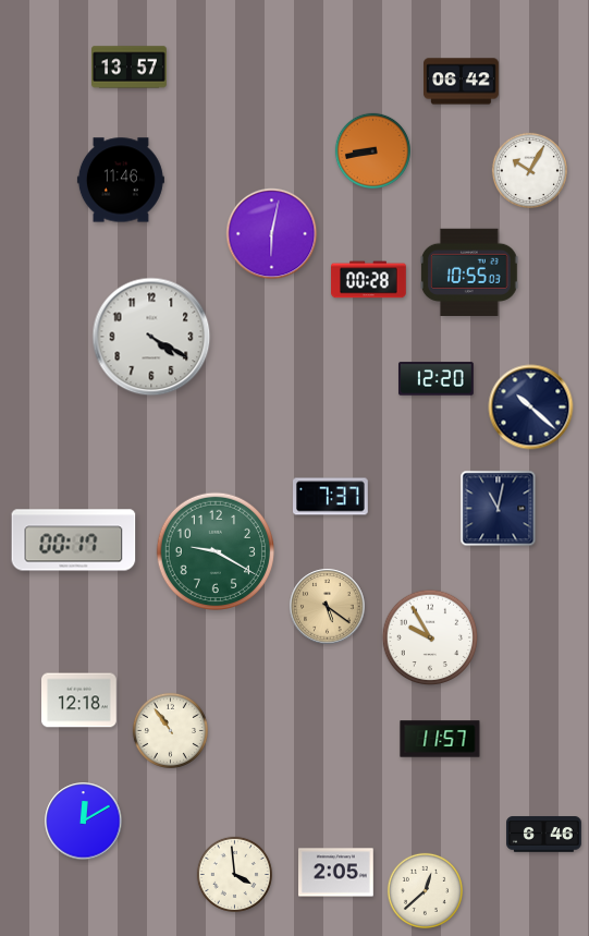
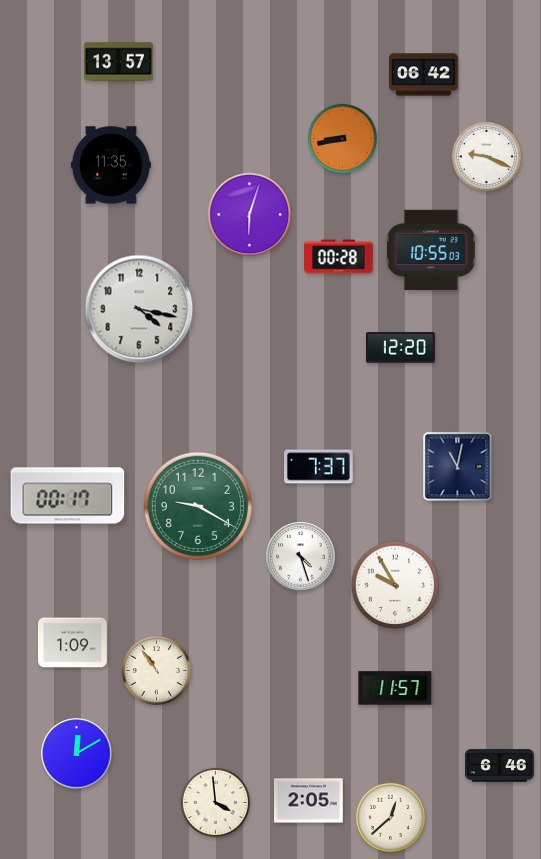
clock at (529, 170): 10:05 -> 9:19
clock at (121, 180): 11:46 -> 11:35
clock at (272, 234): 6:02 -> 6:03
clock at (151, 337): 4:20 -> 4:17
clock at (531, 408): 10:22 -> none
clock at (331, 497) position: (331, 497) -> (319, 467)
clock at (328, 607): 5:21 -> 4:27
clock at (328, 607) dial: champagne -> white
clock at (79, 701): 12:18 -> 1:09
clock at (440, 739) position: (440, 739) -> (395, 688)
